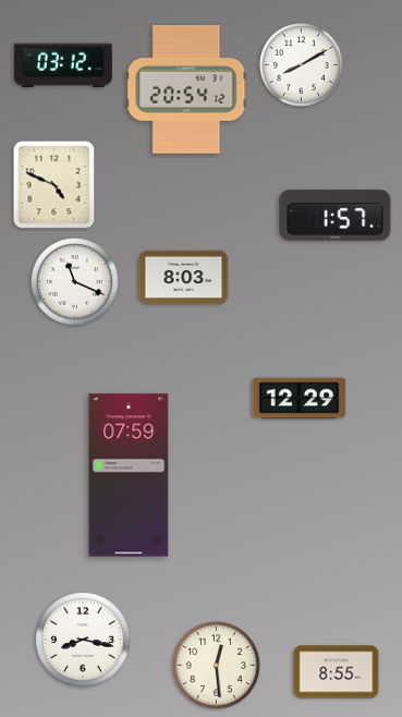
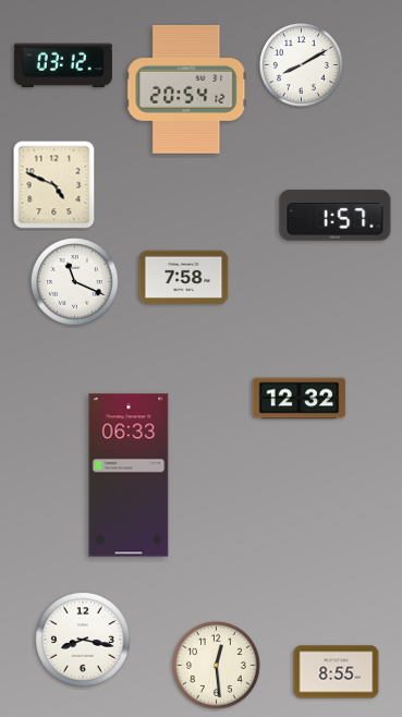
clock at (184, 278): 8:03 -> 7:58
clock at (300, 399): 12:29 -> 12:32
clock at (129, 475): 07:59 -> 06:33
